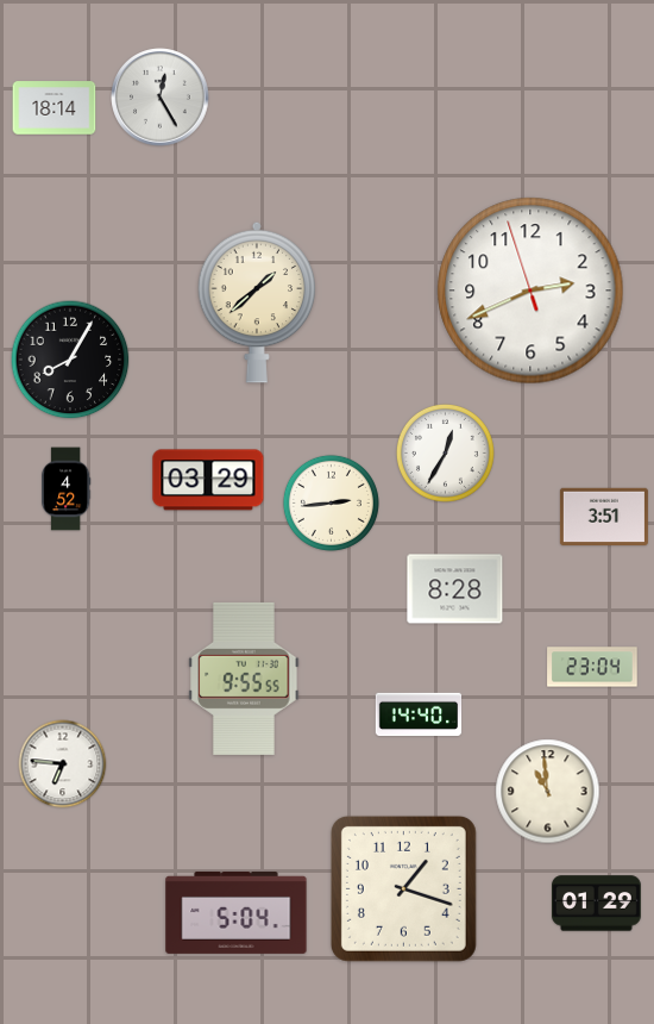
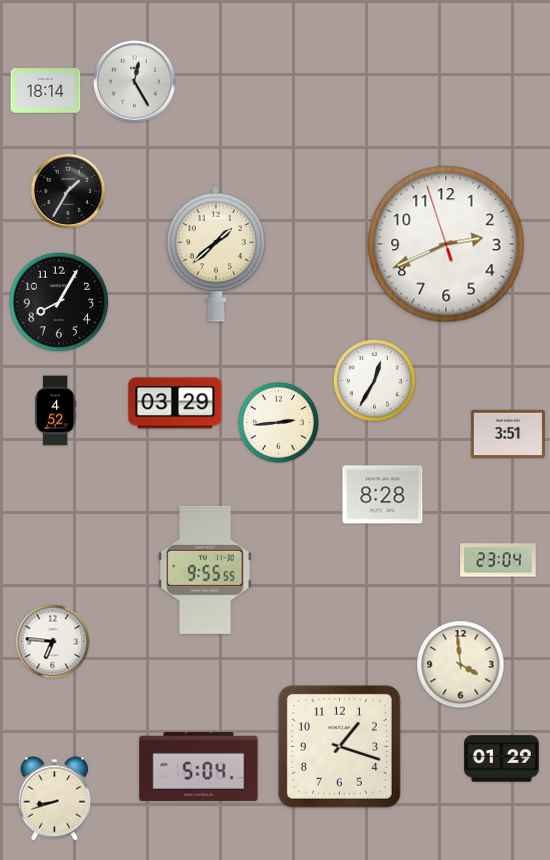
clock at (68, 191): none -> 1:35
clock at (419, 714): 14:40 -> none
clock at (548, 792): 10:59 -> 3:59
clock at (55, 799): none -> 8:42
